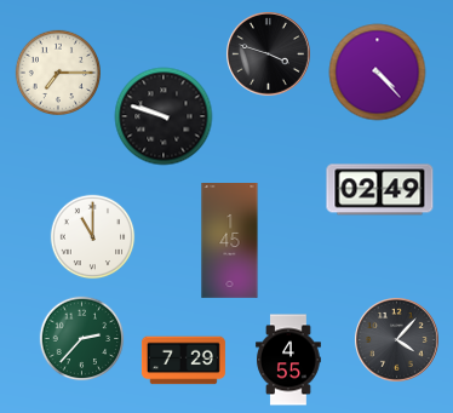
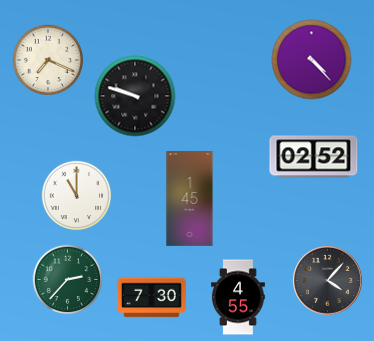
clock at (269, 55): 3:48 -> none
clock at (58, 73): 7:15 -> 7:19
clock at (380, 190): 02:49 -> 02:52
clock at (183, 361): 7:29 -> 7:30
